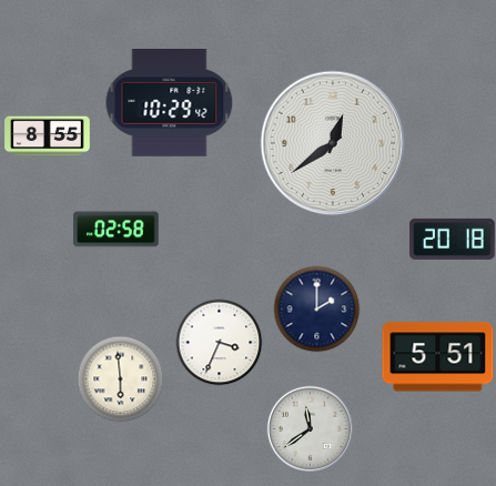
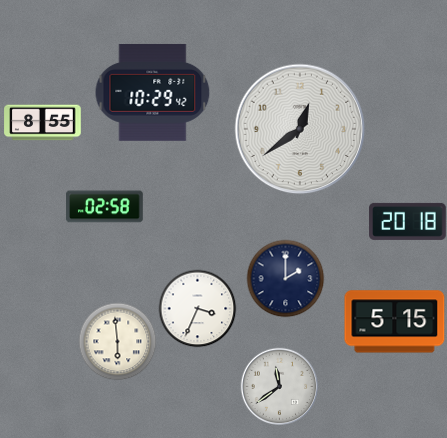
clock at (453, 239) position: (453, 239) -> (408, 221)
clock at (438, 357): 5:51 -> 5:15
clock at (120, 378) position: (120, 378) -> (117, 341)
